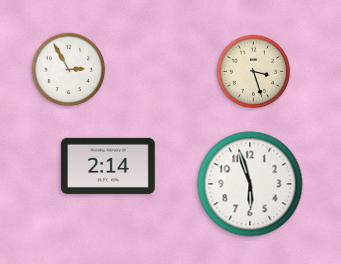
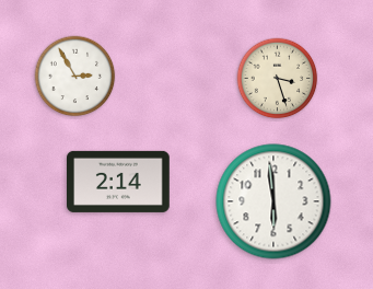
clock at (250, 184): 5:57 -> 5:59
